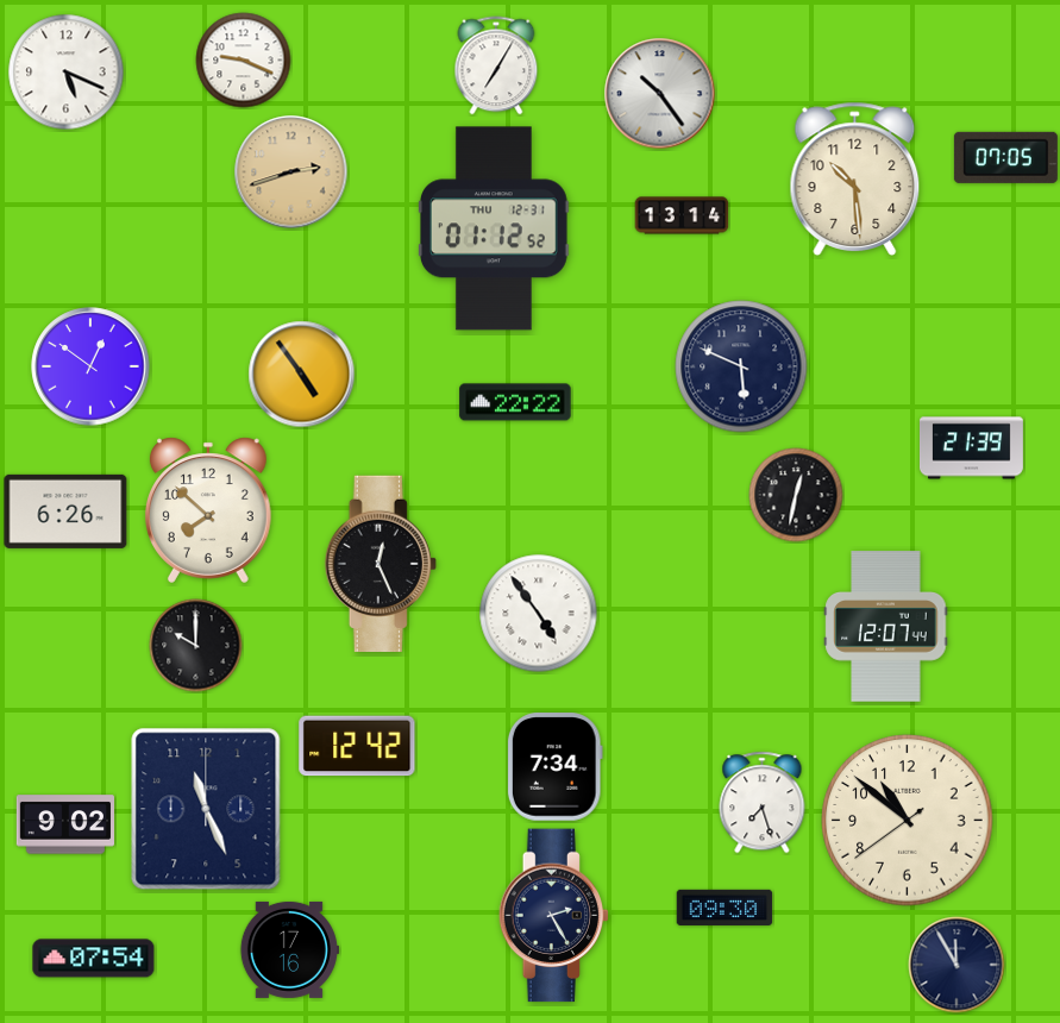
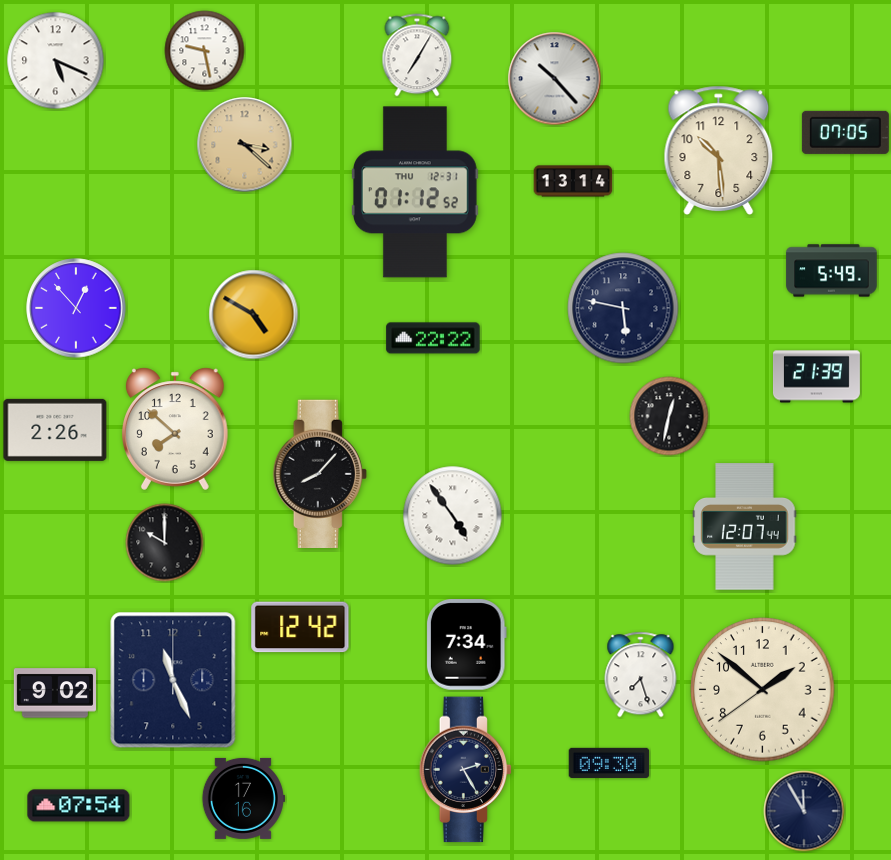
clock at (244, 61): 9:19 -> 9:28
clock at (660, 94): 10:24 -> 10:23
clock at (291, 172): 2:42 -> 3:22
clock at (832, 271): none -> 5:49
clock at (90, 366): 12:51 -> 12:53
clock at (741, 366): 5:49 -> 5:47
clock at (302, 375): 4:54 -> 4:50
clock at (65, 512): 6:26 -> 2:26
clock at (381, 563): 12:26 -> 8:07
clock at (908, 821): 10:51 -> 1:51
